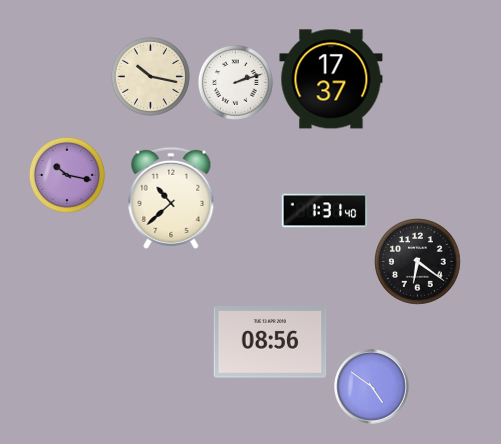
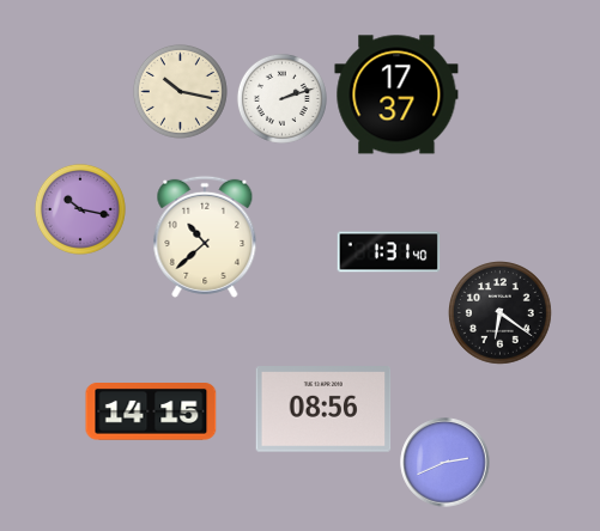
clock at (151, 413): none -> 14:15
clock at (372, 387): 4:51 -> 2:41
